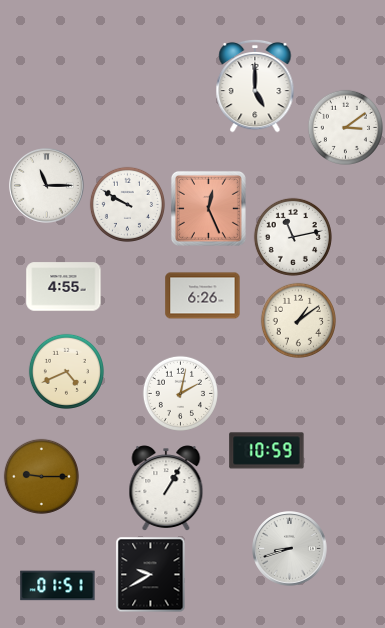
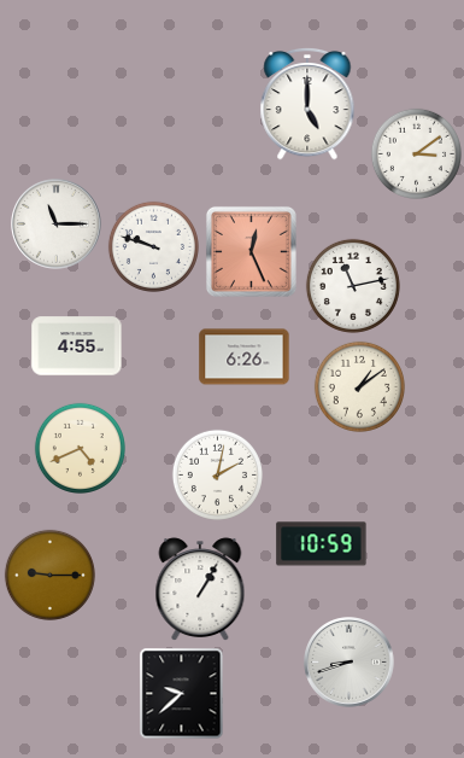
clock at (127, 204): 9:50 -> 9:48
clock at (151, 575): 9:40 -> 9:38
clock at (58, 586): 01:51 -> none
